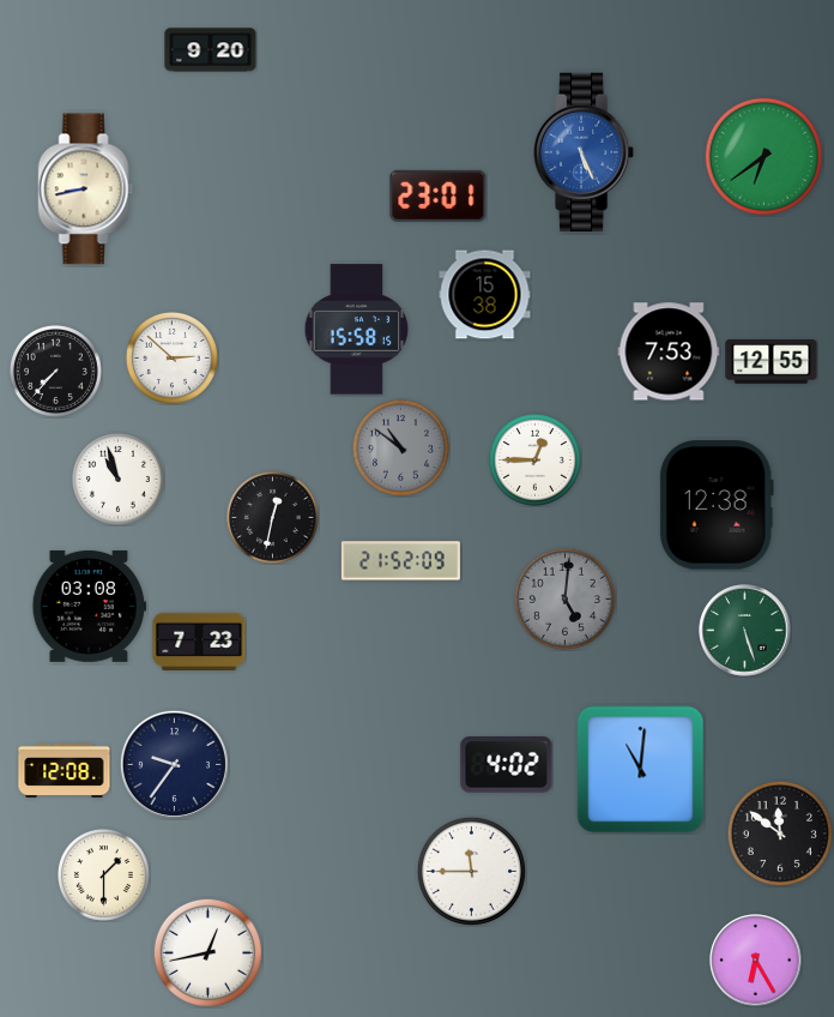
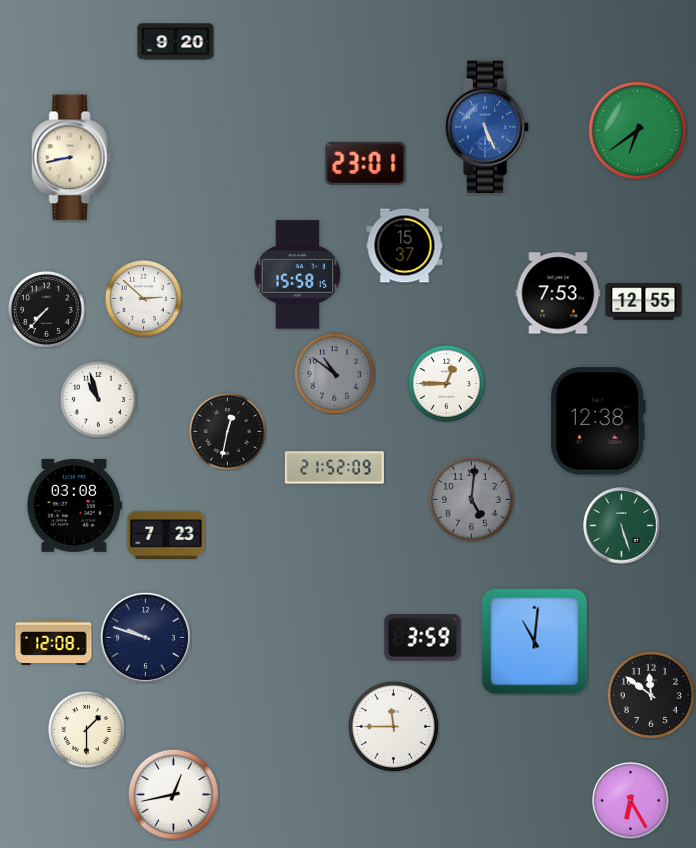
clock at (485, 295): 15:38 -> 15:37
clock at (174, 764): 9:36 -> 9:48
clock at (507, 765): 4:02 -> 3:59
